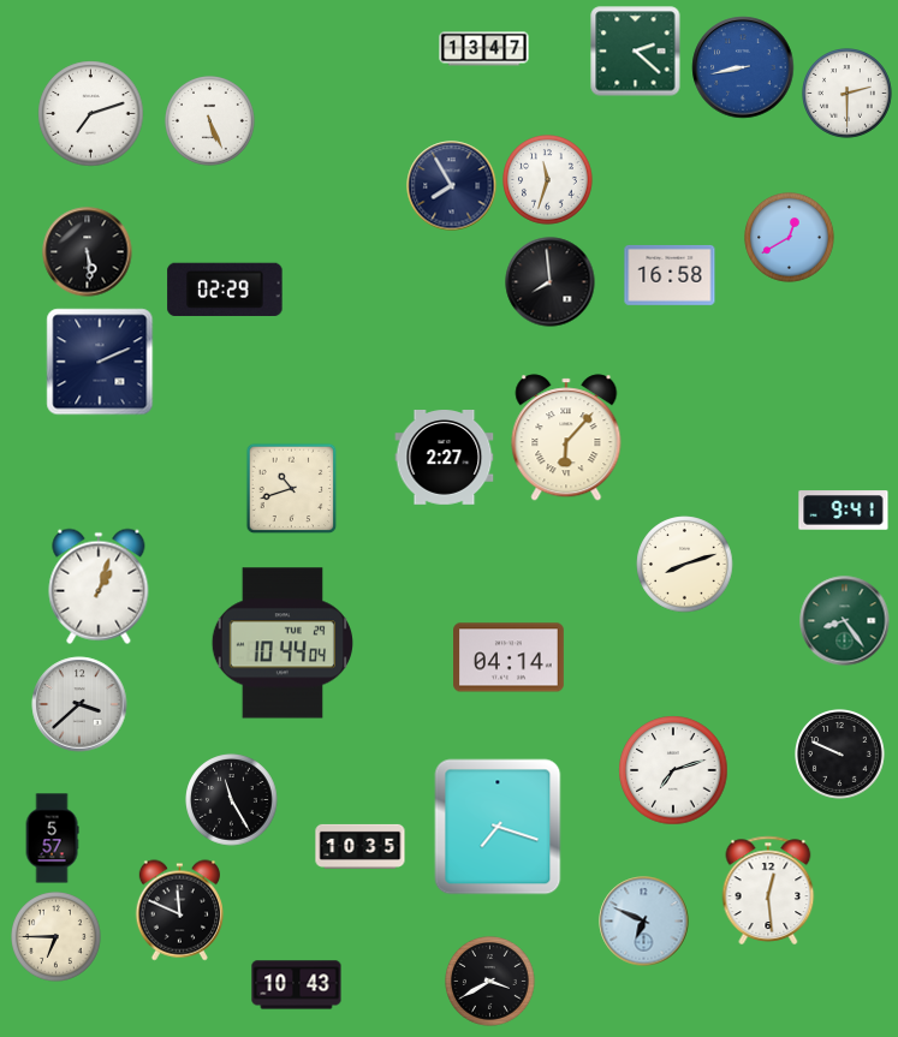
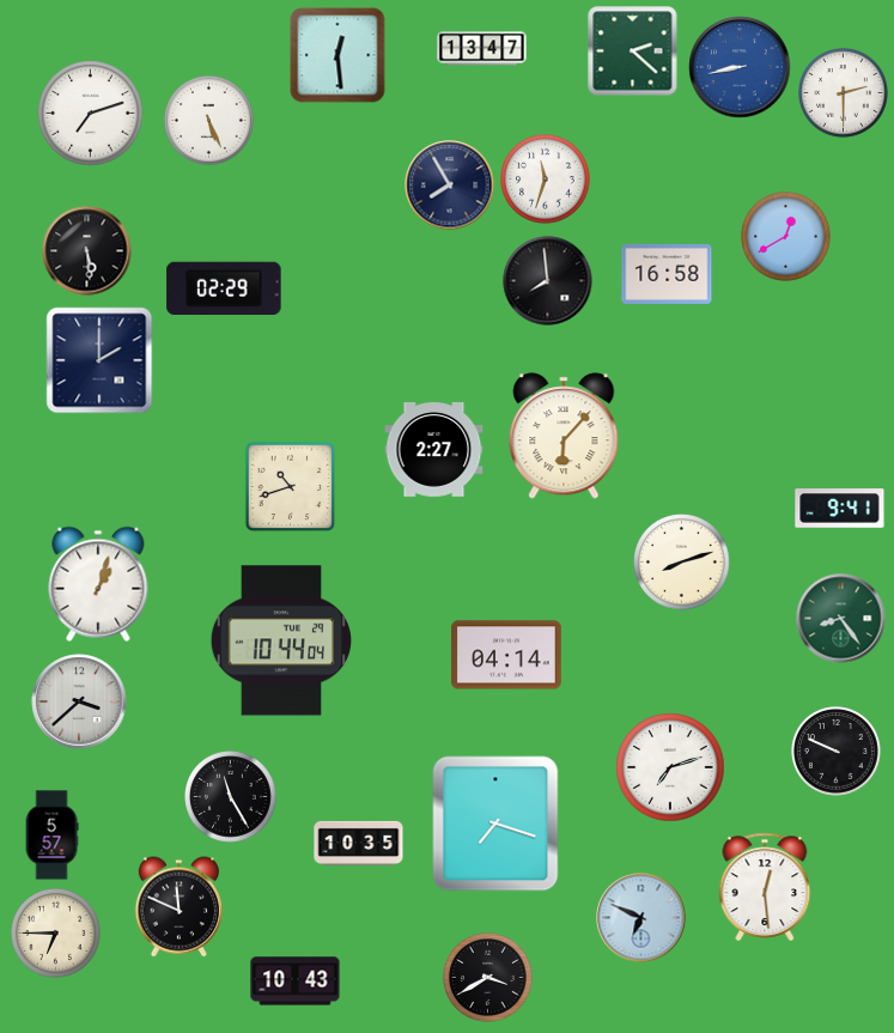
clock at (337, 55): none -> 12:29
clock at (100, 362): 2:11 -> 2:00
clock at (445, 458) position: (445, 458) -> (434, 450)
